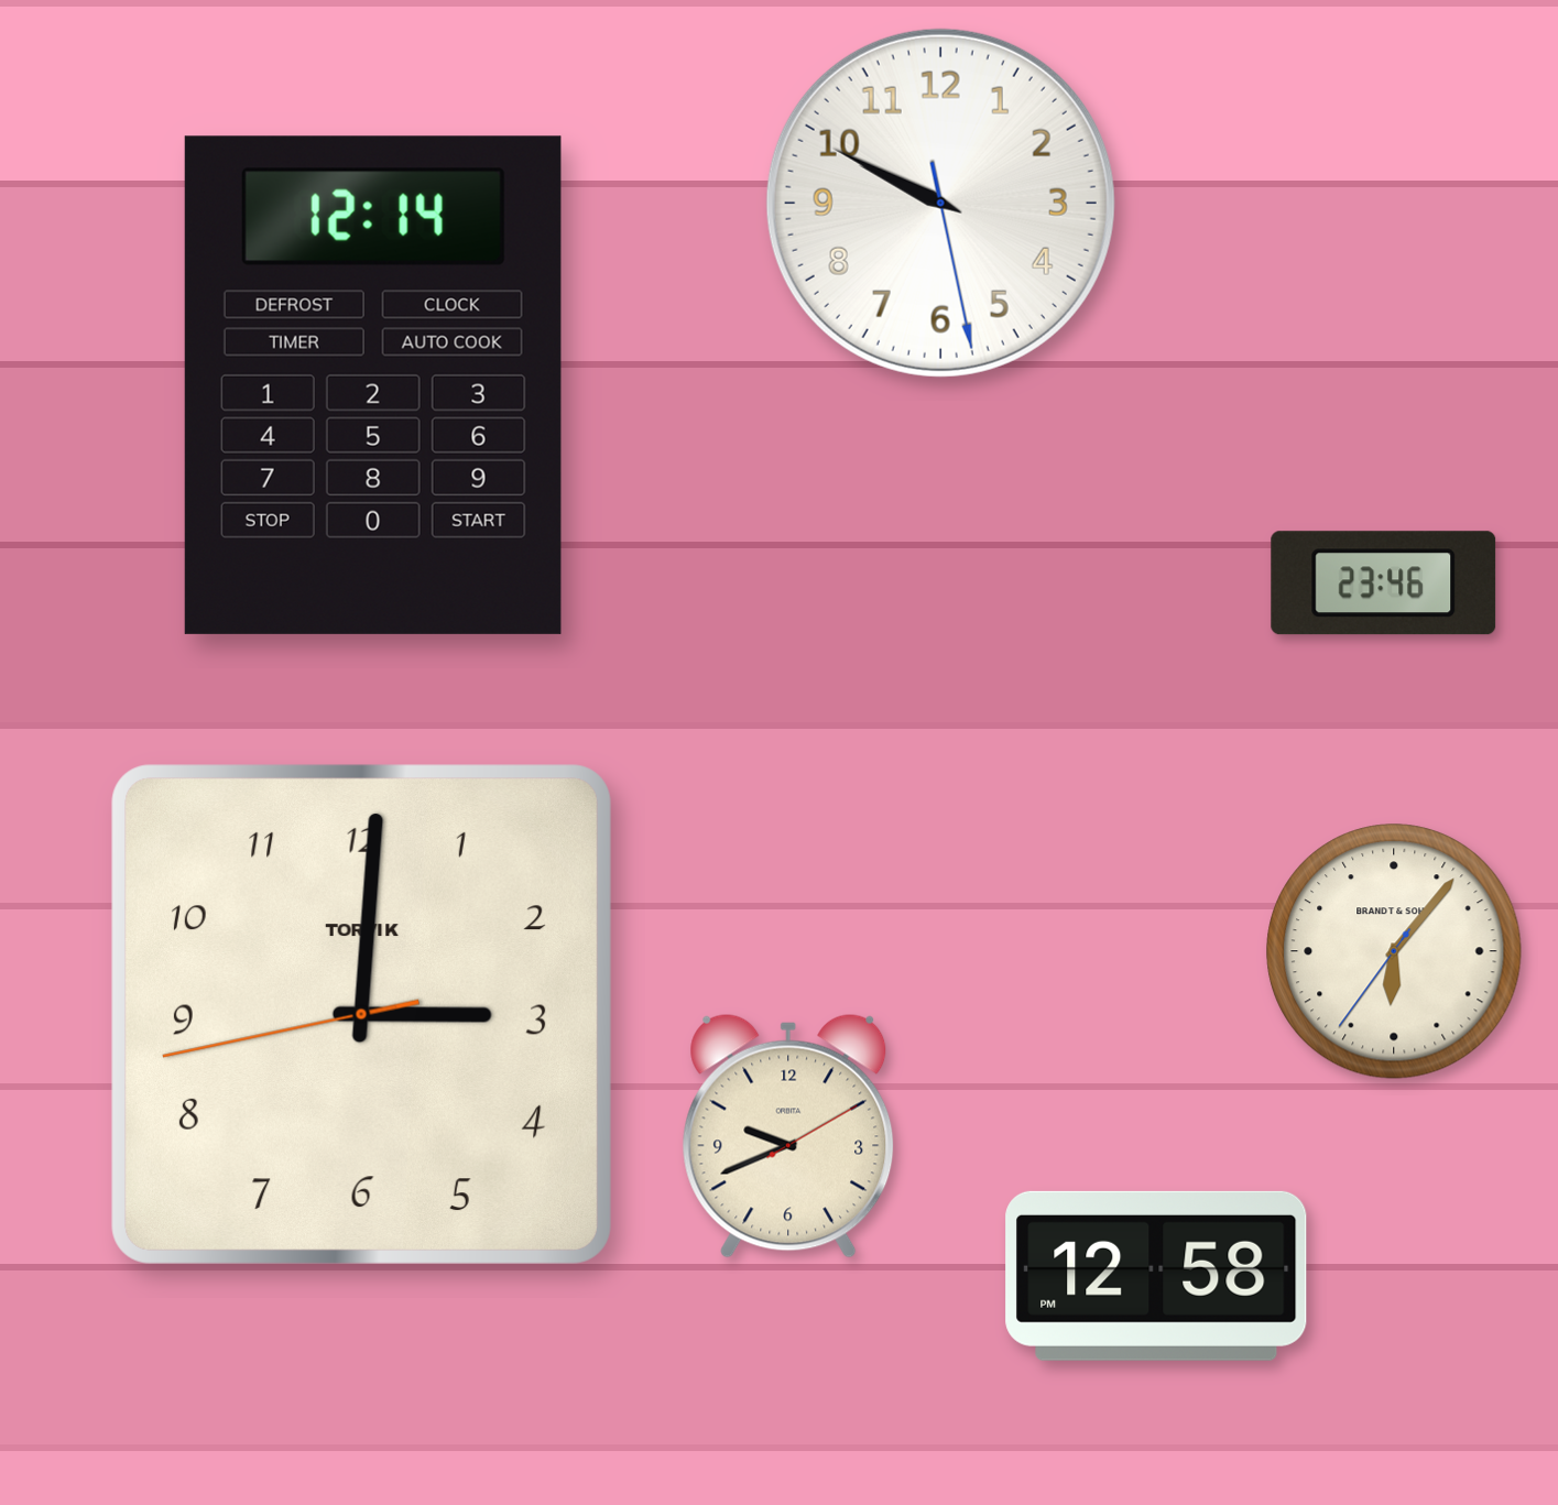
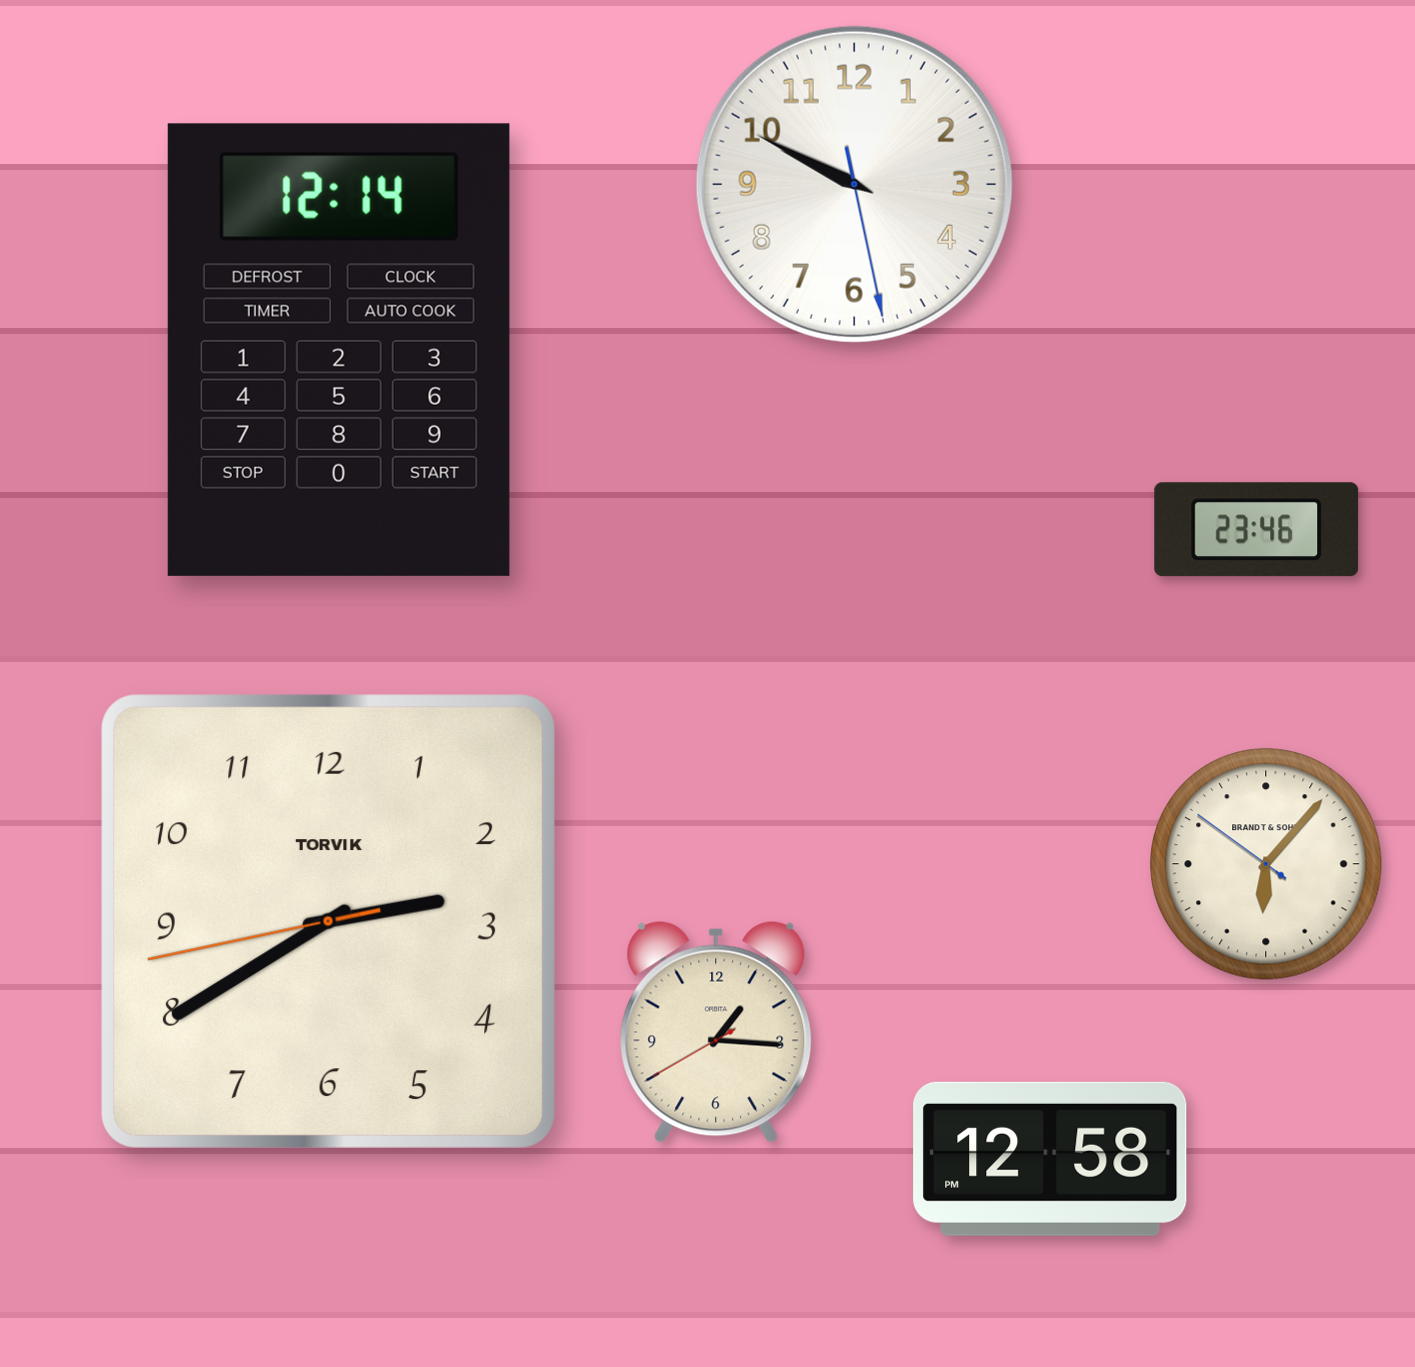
clock at (1394, 951): 6:06:36 -> 6:06:51
clock at (361, 1014): 3:00 -> 2:39
clock at (788, 1136): 9:41 -> 1:15
